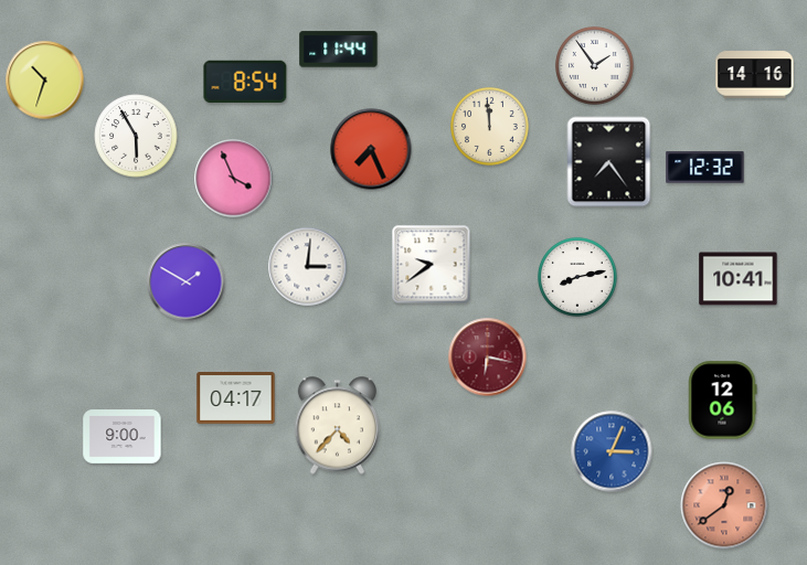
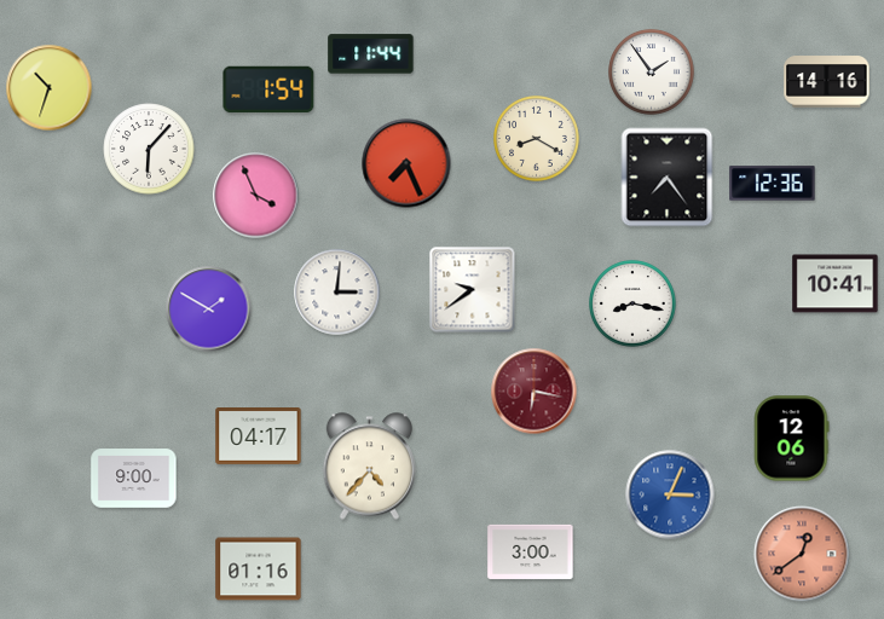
clock at (245, 82): 8:54 -> 1:54
clock at (490, 127): 11:59 -> 8:20
clock at (136, 136): 5:55 -> 6:07
clock at (705, 168): 12:32 -> 12:36
clock at (577, 277): 8:13 -> 8:17
clock at (739, 279) position: (739, 279) -> (836, 284)
clock at (187, 282) position: (187, 282) -> (209, 309)
clock at (531, 551): none -> 3:00
clock at (724, 505) position: (724, 505) -> (802, 554)
clock at (259, 569): none -> 01:16
